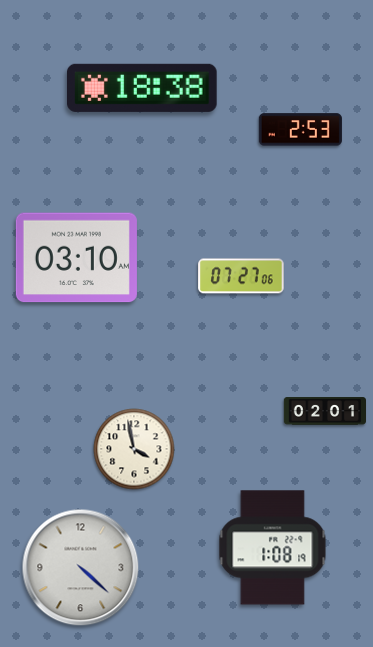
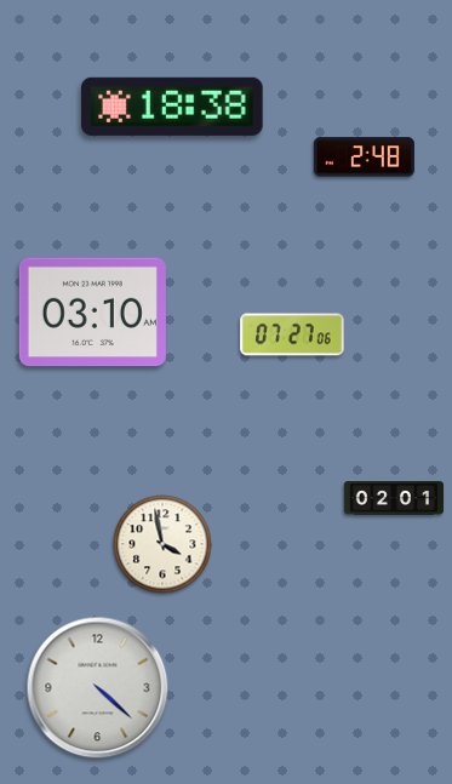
clock at (300, 130): 2:53 -> 2:48
clock at (273, 548): 1:08 -> none
